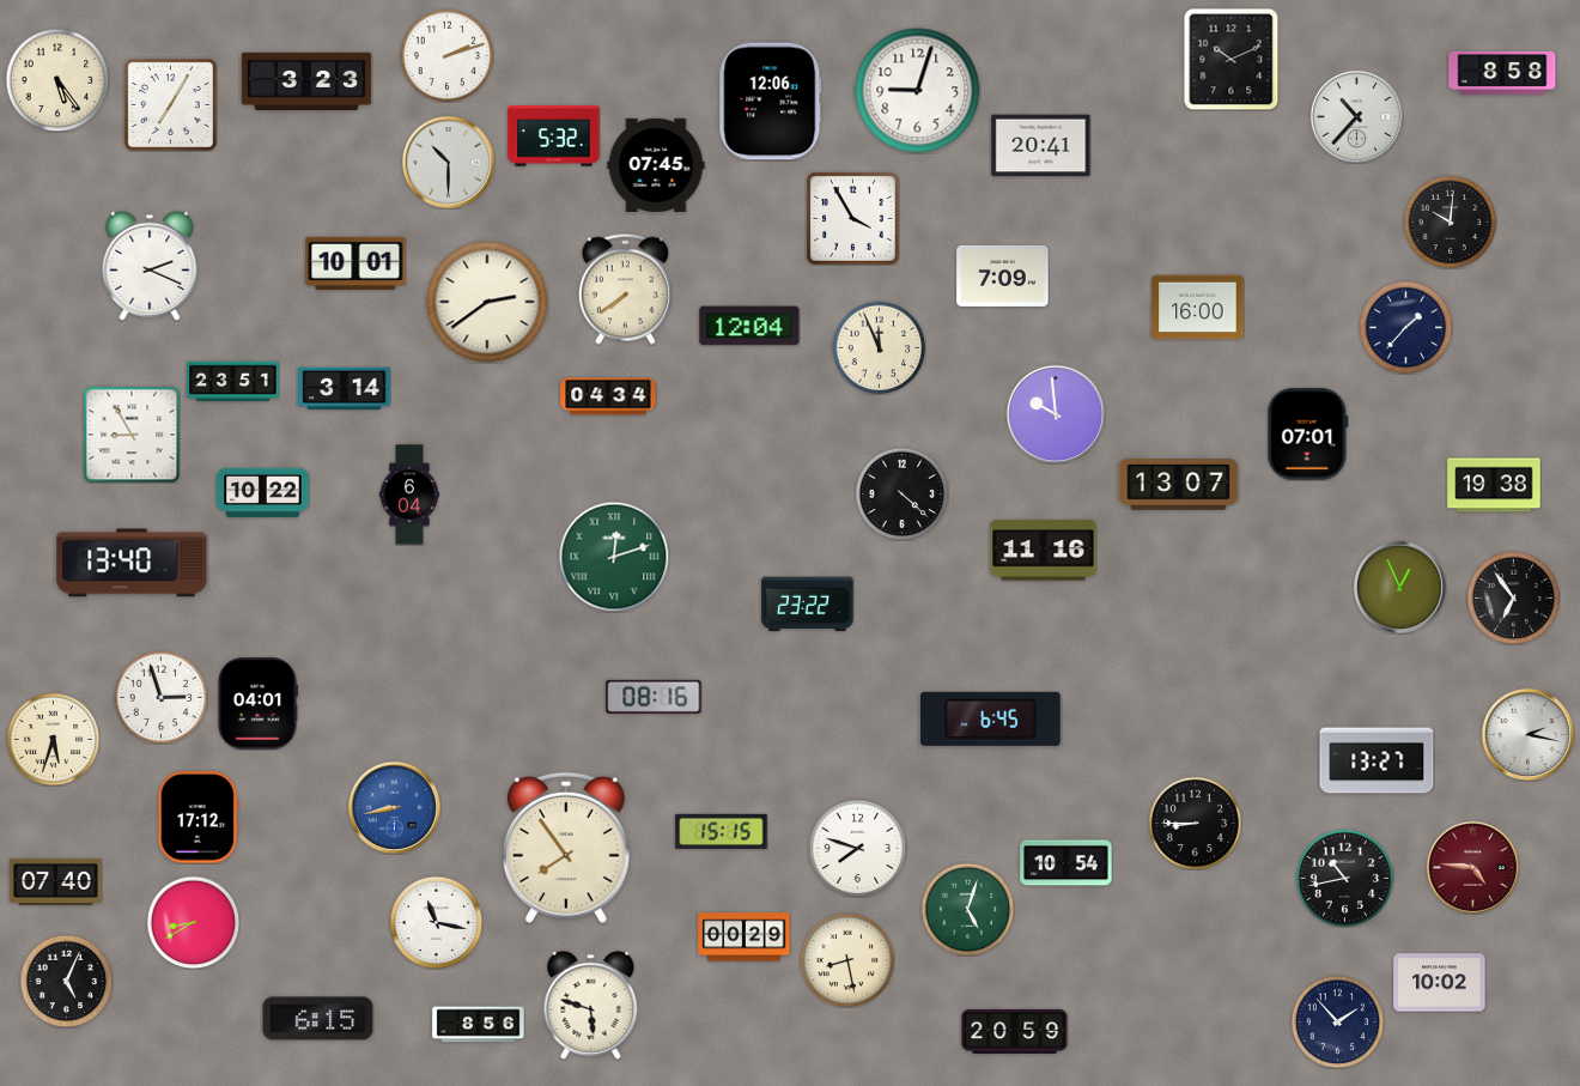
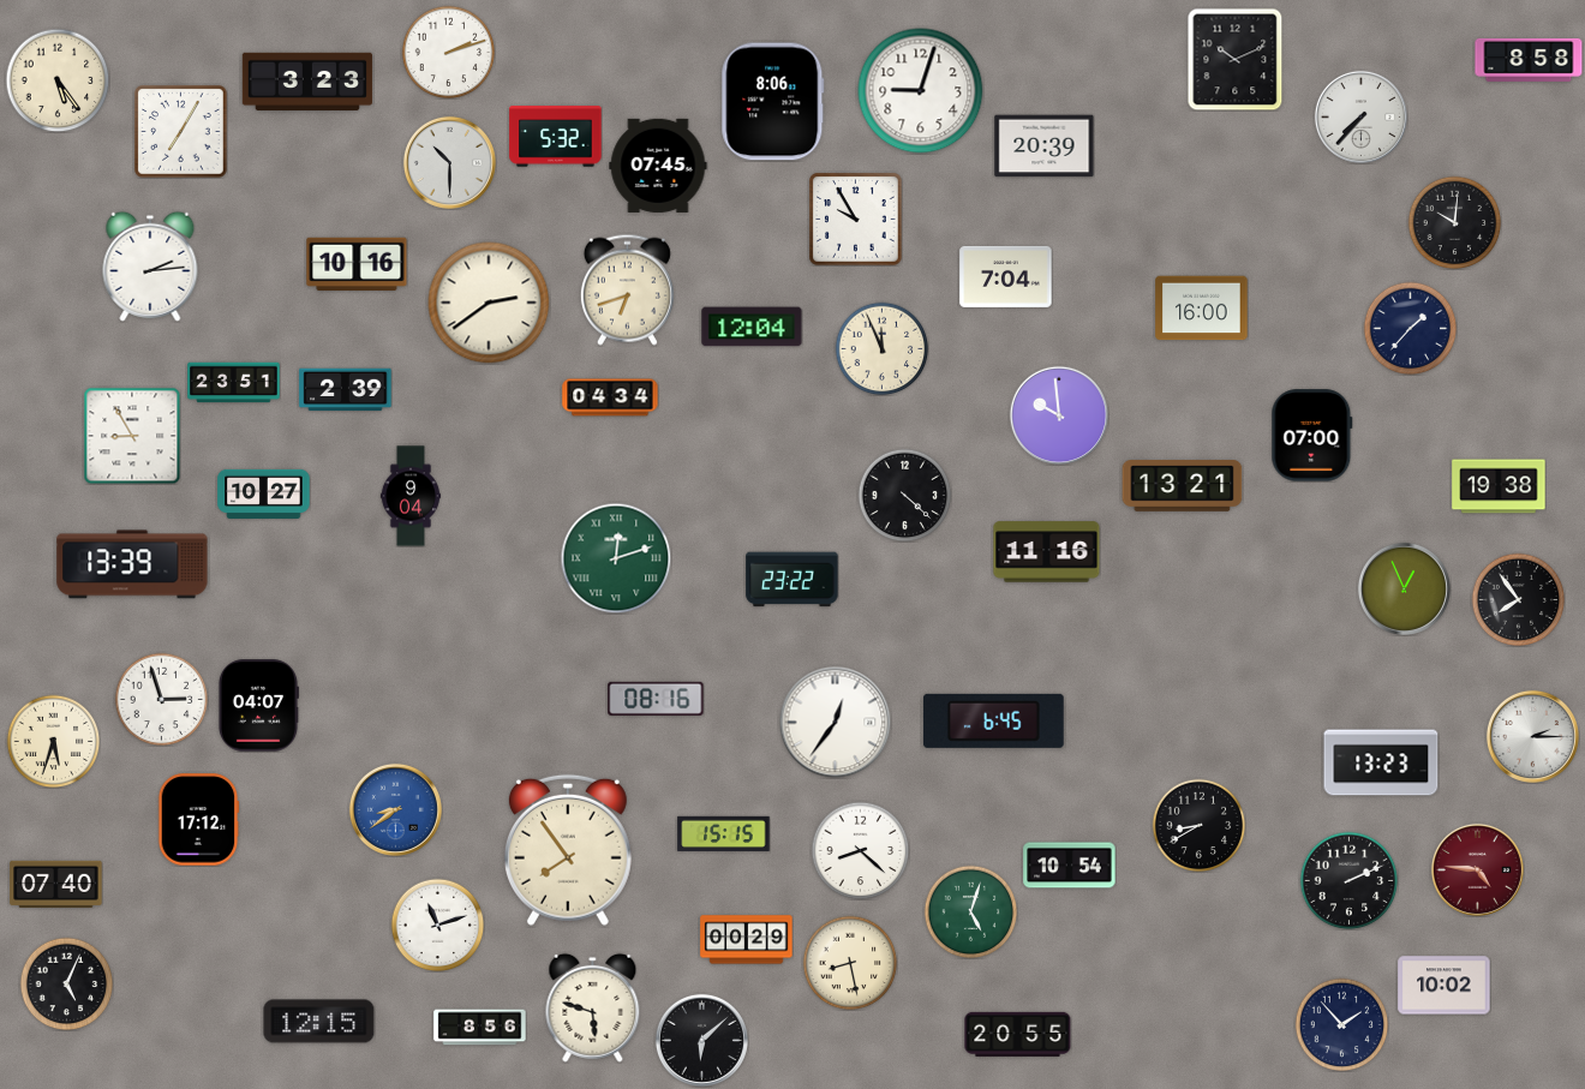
clock at (446, 55) position: (446, 55) -> (448, 52)
clock at (1502, 73) position: (1502, 73) -> (1529, 60)
clock at (771, 102): 12:06 -> 8:06
clock at (171, 105) position: (171, 105) -> (181, 132)
clock at (1356, 116): 10:37 -> 7:37
clock at (1041, 146): 20:41 -> 20:39
clock at (853, 219): 3:55 -> 9:55
clock at (355, 262): 10:01 -> 10:16
clock at (150, 266): 2:19 -> 2:14
clock at (1003, 275): 7:09 -> 7:04
clock at (625, 289): 7:39 -> 6:42
clock at (345, 389): 3:14 -> 2:39
clock at (1308, 435): 07:01 -> 07:00
clock at (1179, 485): 13:07 -> 13:21
clock at (263, 492): 10:22 -> 10:27
clock at (409, 495): 6:04 -> 9:04
clock at (132, 563): 13:40 -> 13:39
clock at (1513, 597): 6:54 -> 7:54
clock at (808, 605) position: (808, 605) -> (792, 580)
clock at (257, 704): 04:01 -> 04:07
clock at (835, 722): none -> 12:36
clock at (1527, 734): 2:17 -> 2:15
clock at (1377, 760): 13:27 -> 13:23
clock at (394, 807): 8:43 -> 8:39
clock at (1195, 823): 8:45 -> 8:40
clock at (857, 848): 7:48 -> 8:22
clock at (1344, 878): 10:43 -> 2:11
clock at (193, 922): 8:40 -> none
clock at (436, 922): 11:17 -> 11:12
clock at (318, 1019): 6:15 -> 12:15
clock at (1015, 1031): 20:59 -> 20:55
clock at (701, 1040): none -> 6:08
